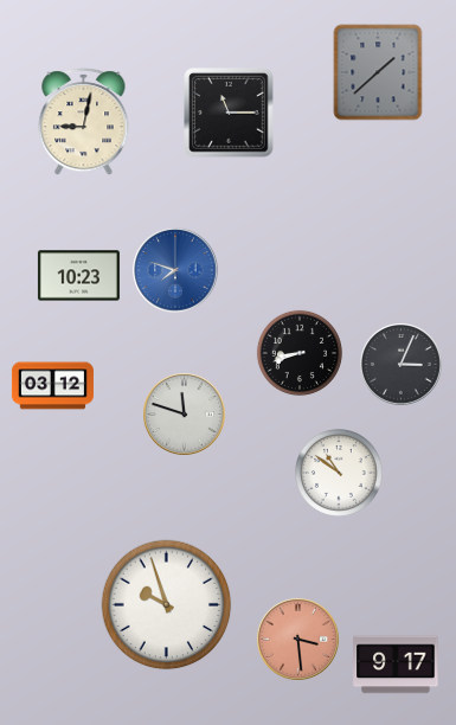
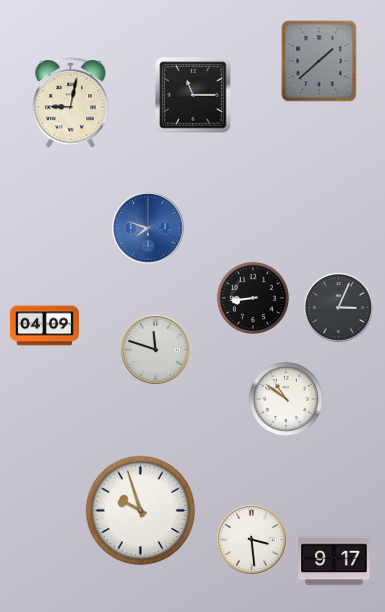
clock at (78, 276): 10:23 -> none
clock at (300, 353): 8:42 -> 8:44
clock at (52, 386): 03:12 -> 04:09
clock at (298, 640) dial: salmon -> white
